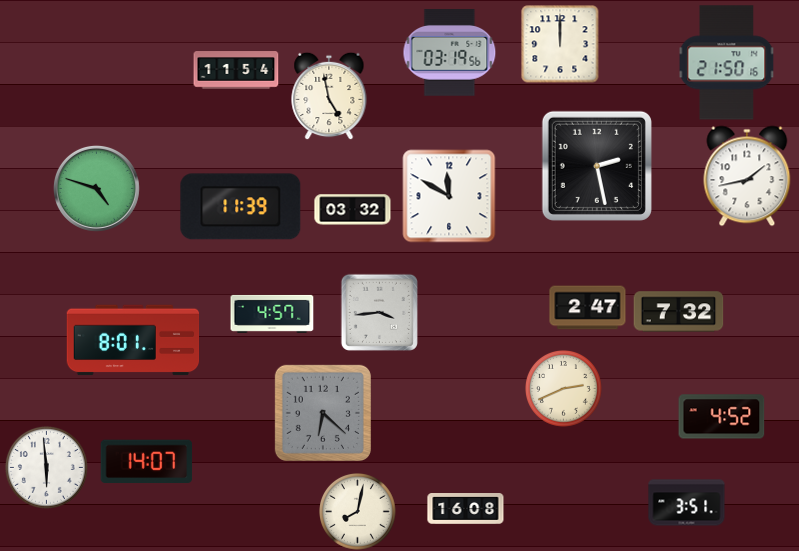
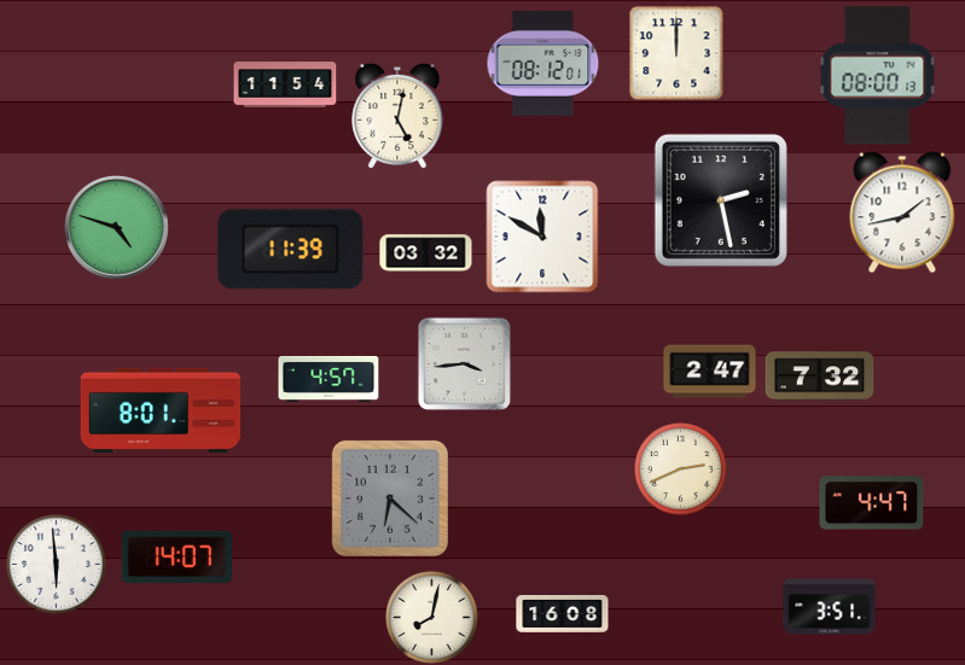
clock at (450, 53): 03:19 -> 08:12
clock at (727, 63): 21:50 -> 08:00
clock at (329, 96): 4:58 -> 5:02
clock at (379, 312) position: (379, 312) -> (464, 363)
clock at (722, 417): 4:52 -> 4:47
